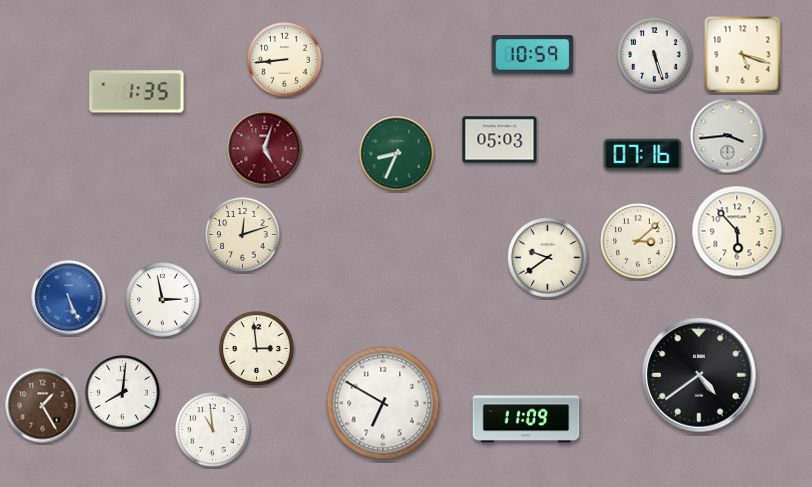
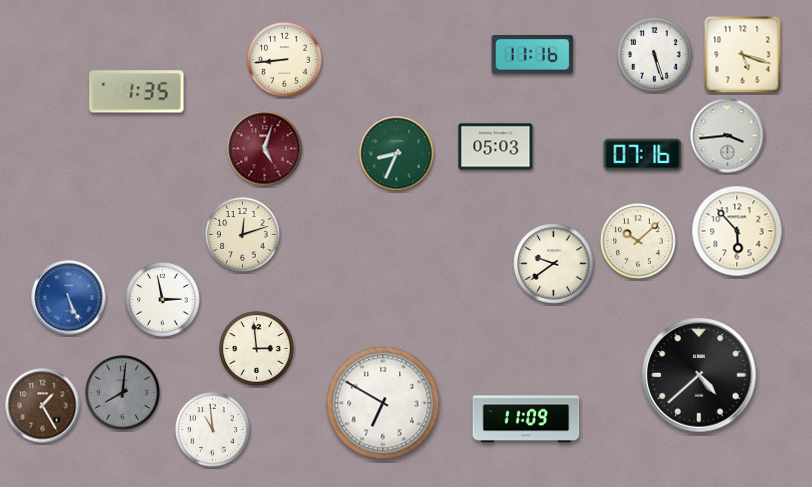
clock at (533, 54): 10:59 -> 11:16
clock at (500, 140) position: (500, 140) -> (496, 147)
clock at (638, 241): 3:08 -> 10:08
clock at (548, 258) position: (548, 258) -> (554, 264)
clock at (699, 375): 4:39 -> 4:38
clock at (123, 393) dial: white -> grey
